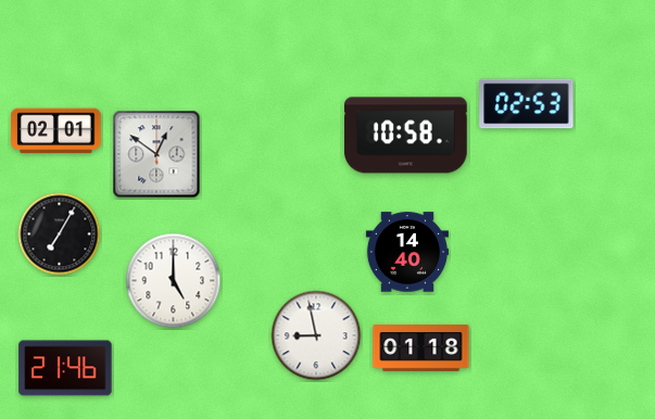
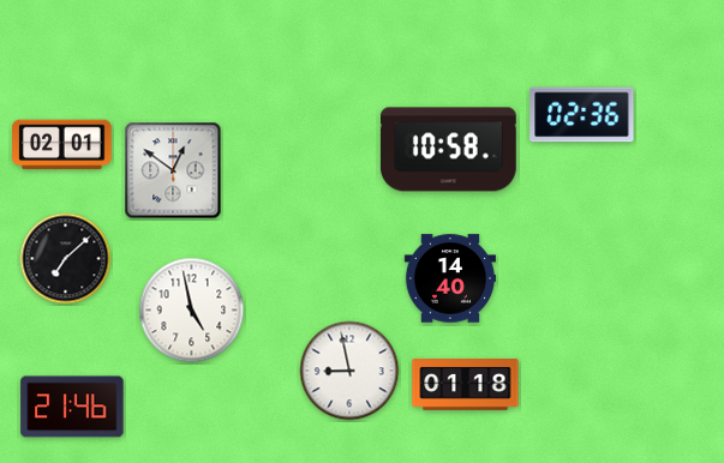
clock at (527, 104): 02:53 -> 02:36
clock at (60, 234): 7:05 -> 7:08
clock at (174, 281): 5:00 -> 4:58
